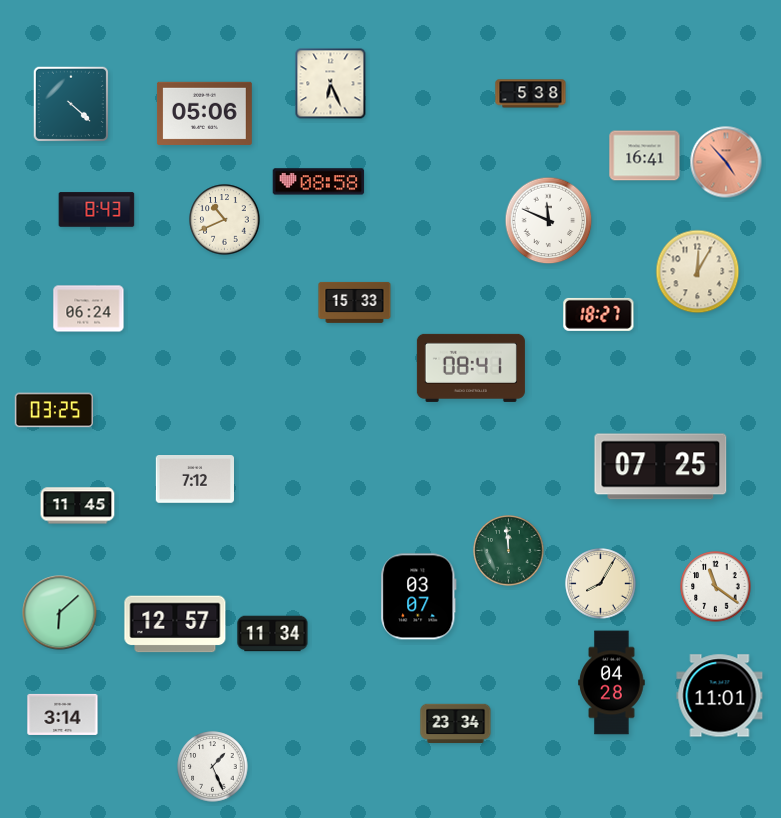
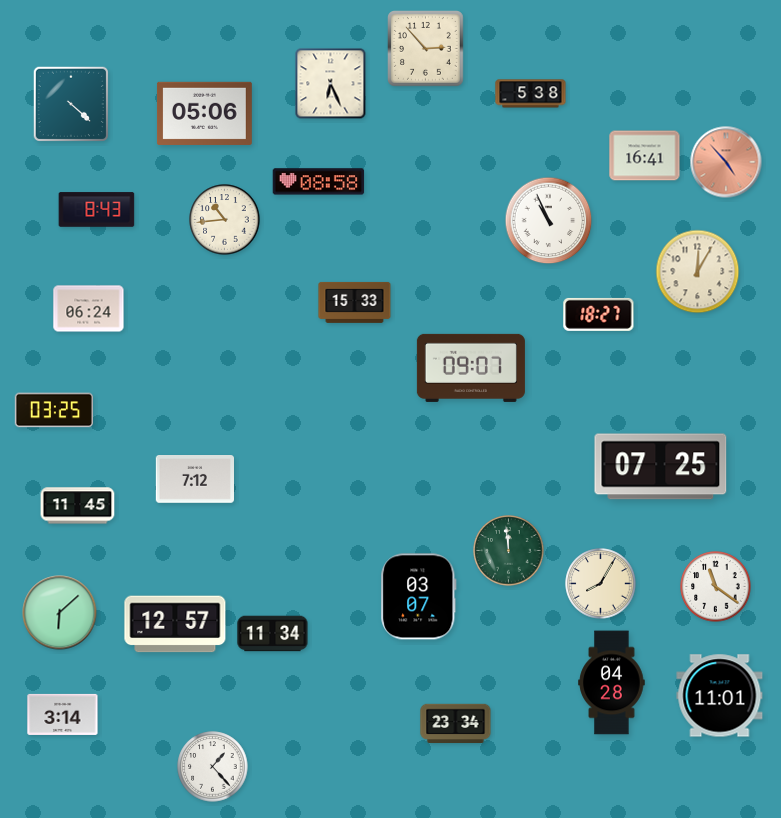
clock at (426, 49): none -> 2:53
clock at (225, 220): 10:41 -> 10:44
clock at (549, 221): 11:49 -> 10:56
clock at (471, 368): 08:41 -> 09:07
clock at (213, 767): 1:26 -> 1:23
